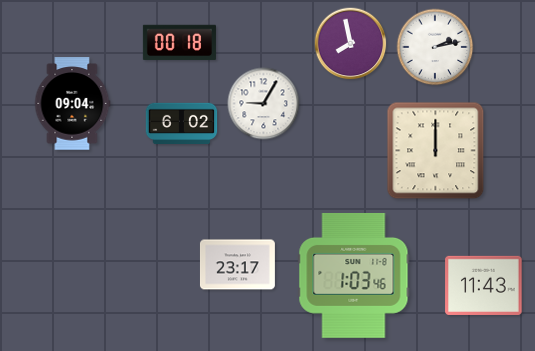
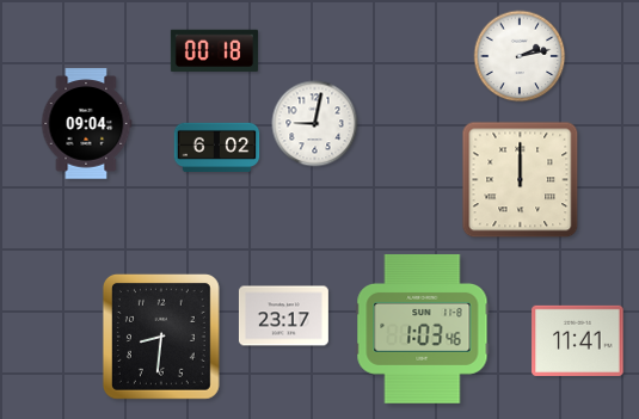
clock at (351, 44): 7:58 -> none
clock at (264, 104): 9:05 -> 9:02
clock at (161, 337): none -> 8:31
clock at (484, 285): 11:43 -> 11:41
